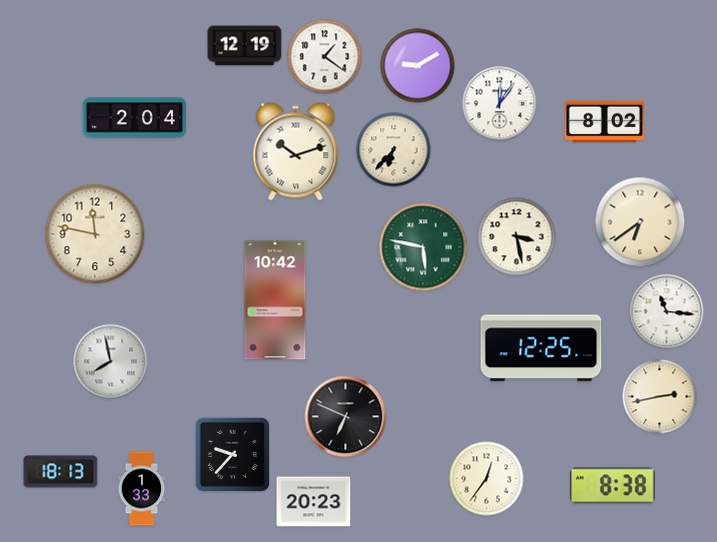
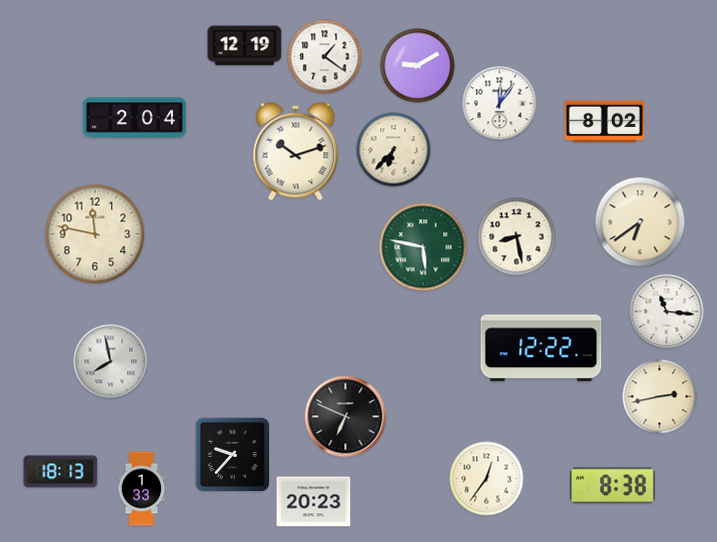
clock at (517, 237): 3:28 -> 8:28
clock at (275, 300): 10:42 -> none
clock at (541, 348): 12:25 -> 12:22
